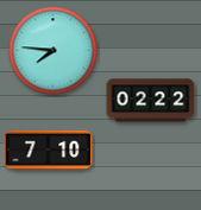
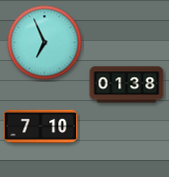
clock at (54, 51): 7:46 -> 6:56
clock at (151, 101): 02:22 -> 01:38
